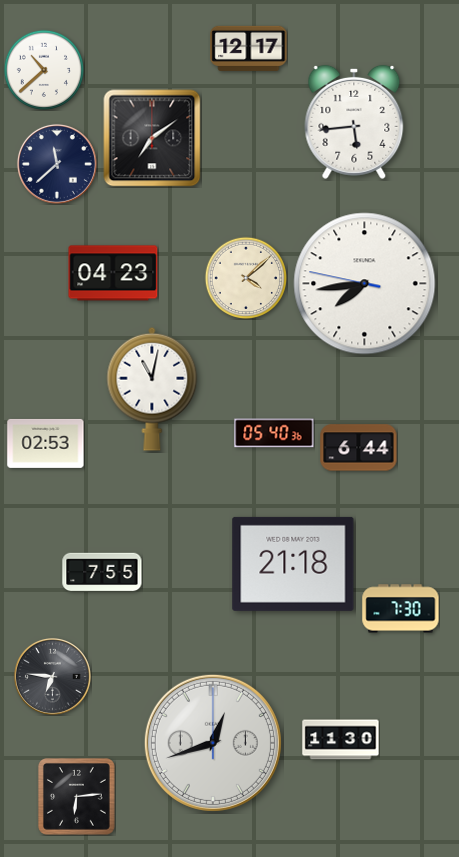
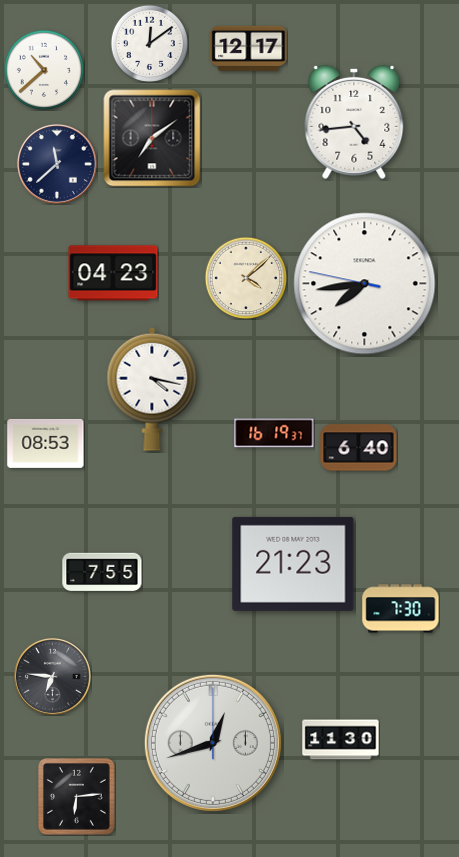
clock at (149, 43): none -> 12:09
clock at (354, 122): 5:44 -> 4:44
clock at (152, 389): 11:02 -> 4:17
clock at (274, 433): 05:40 -> 16:19
clock at (46, 443): 02:53 -> 08:53
clock at (359, 448): 6:44 -> 6:40
clock at (293, 564): 21:18 -> 21:23
